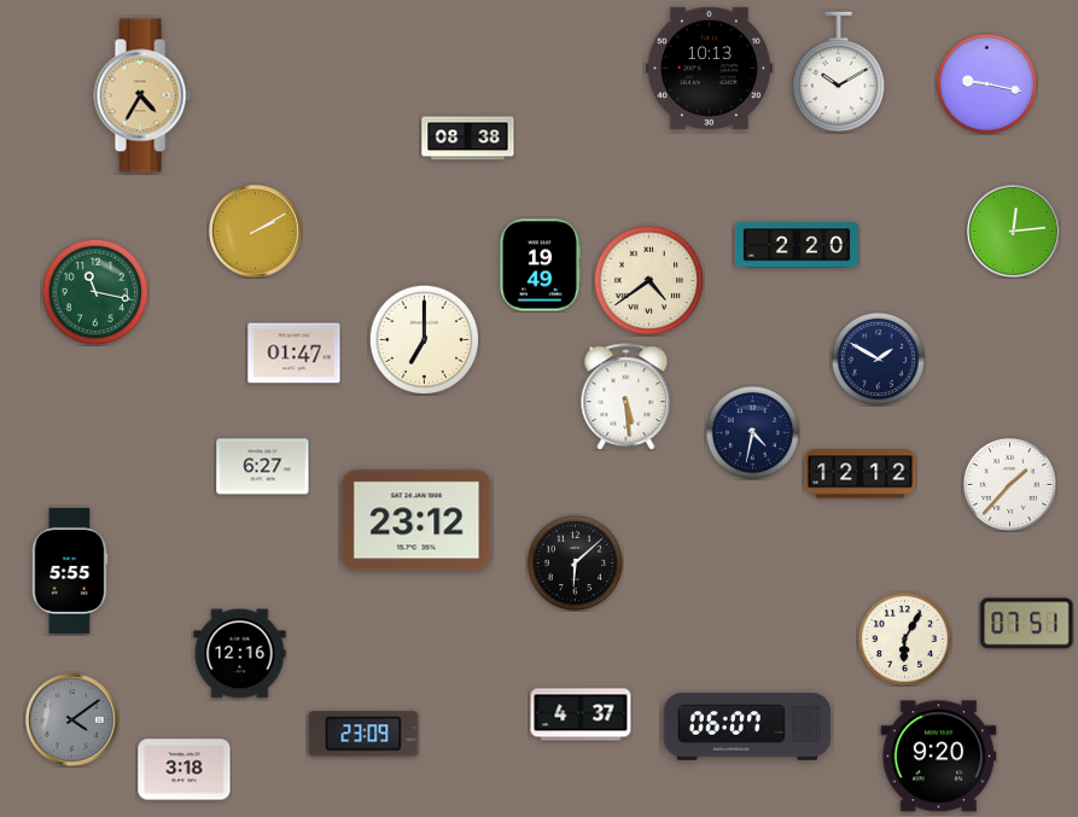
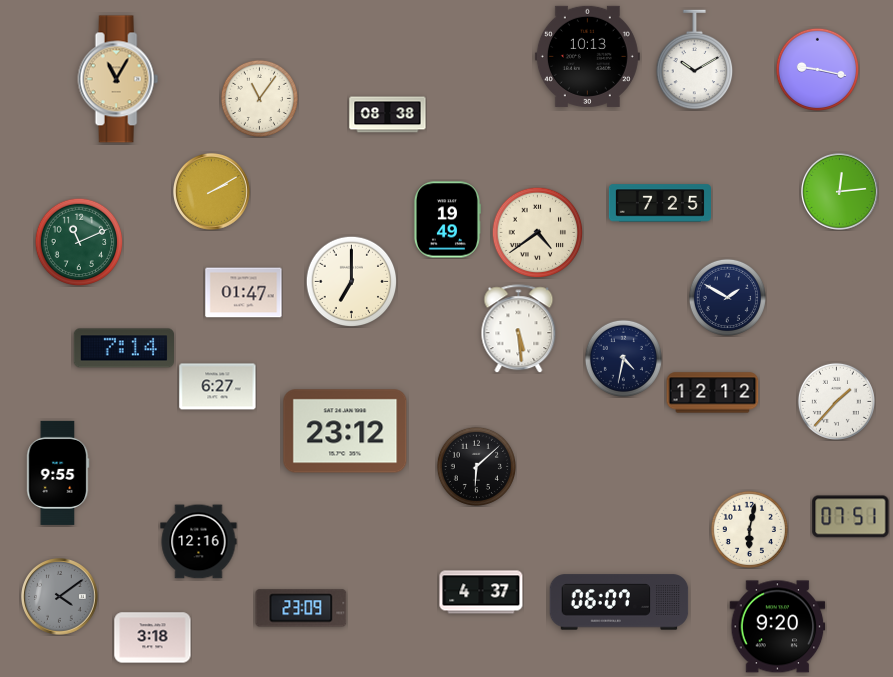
clock at (142, 95): 4:35 -> 11:05
clock at (259, 98): none -> 11:06
clock at (797, 245): 2:20 -> 7:25
clock at (95, 292): 11:17 -> 11:11
clock at (123, 348): none -> 7:14
clock at (70, 571): 5:55 -> 9:55
clock at (904, 638): 6:05 -> 6:02
